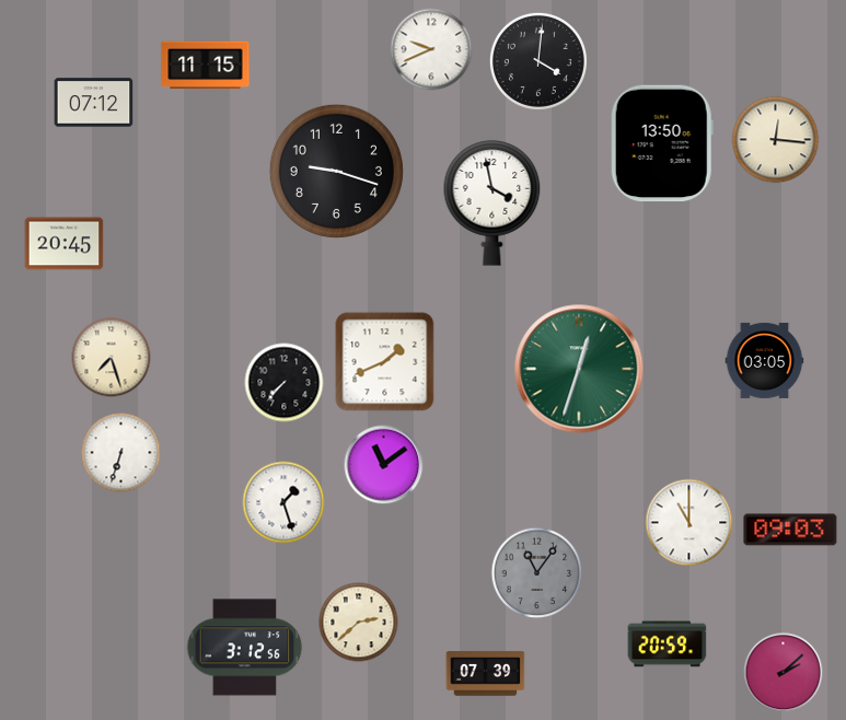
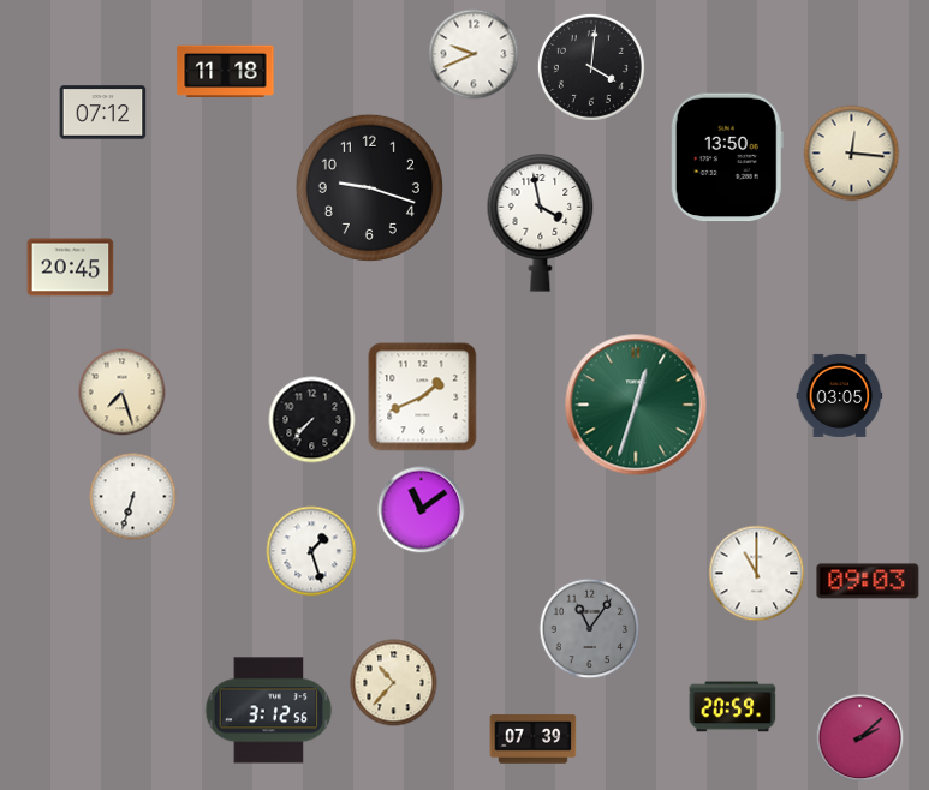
clock at (206, 66): 11:15 -> 11:18
clock at (359, 623): 2:38 -> 10:37
